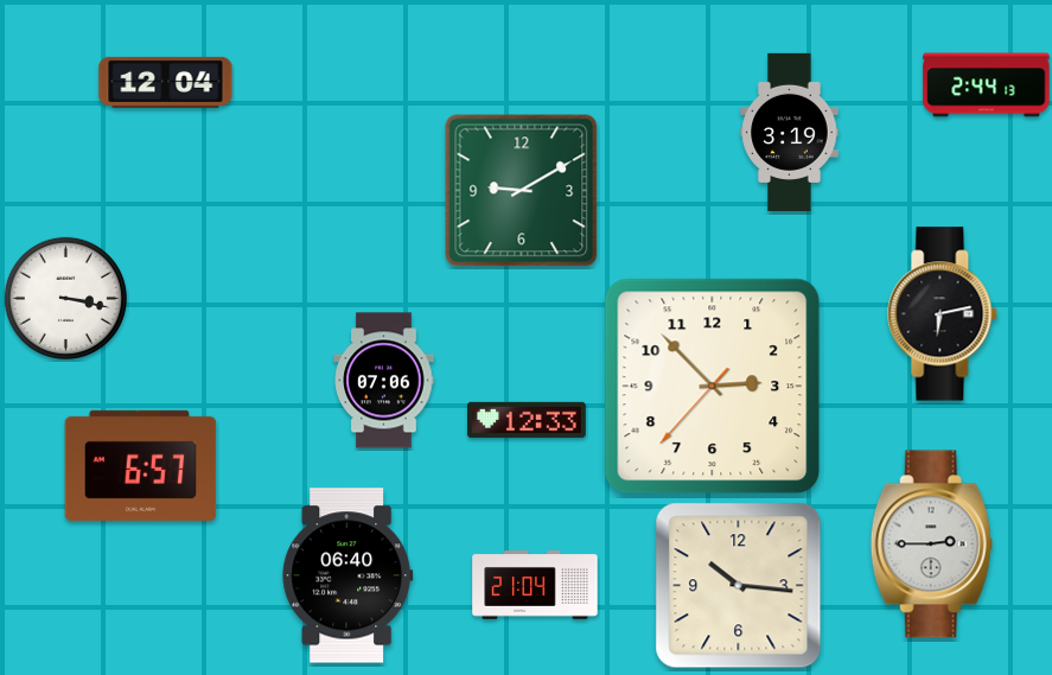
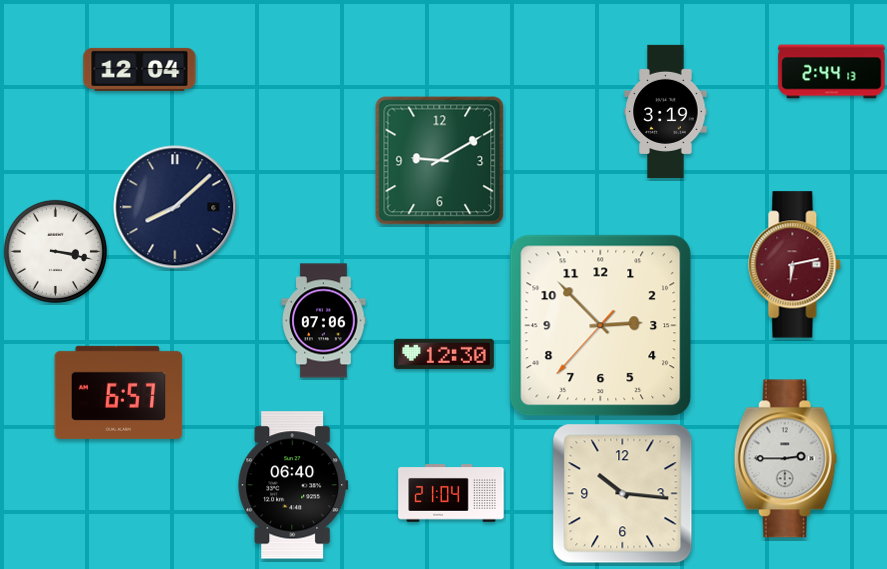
clock at (175, 207): none -> 8:08
clock at (943, 314) dial: black -> burgundy
clock at (527, 420): 12:33 -> 12:30
